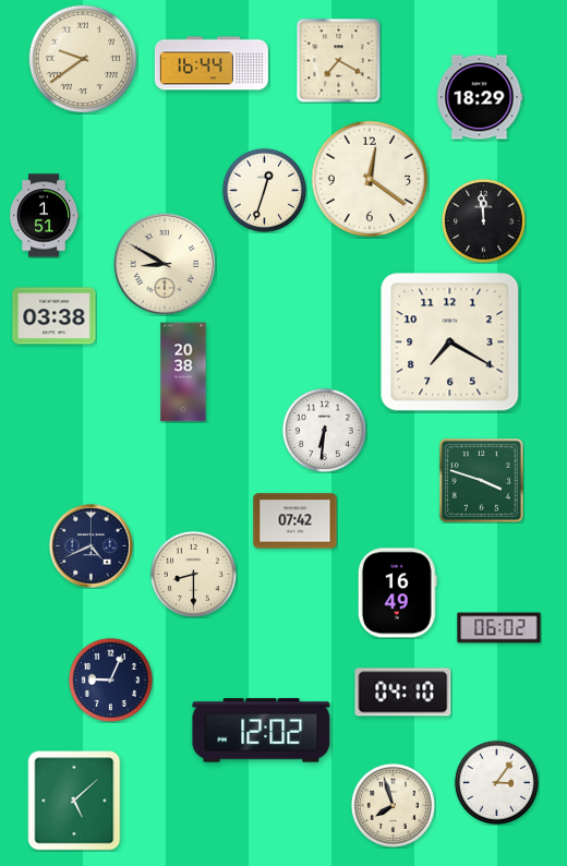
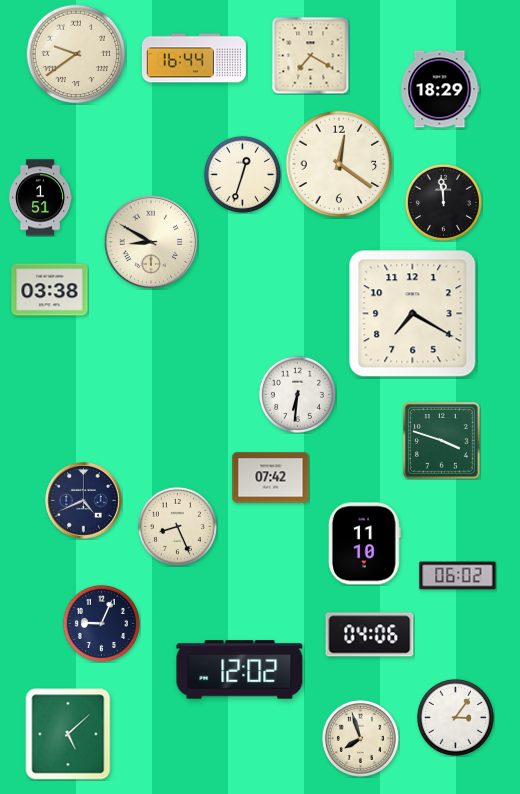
clock at (183, 372): 20:38 -> none
clock at (193, 574): 8:30 -> 8:26
clock at (397, 593): 16:49 -> 11:10
clock at (403, 693): 04:10 -> 04:06
